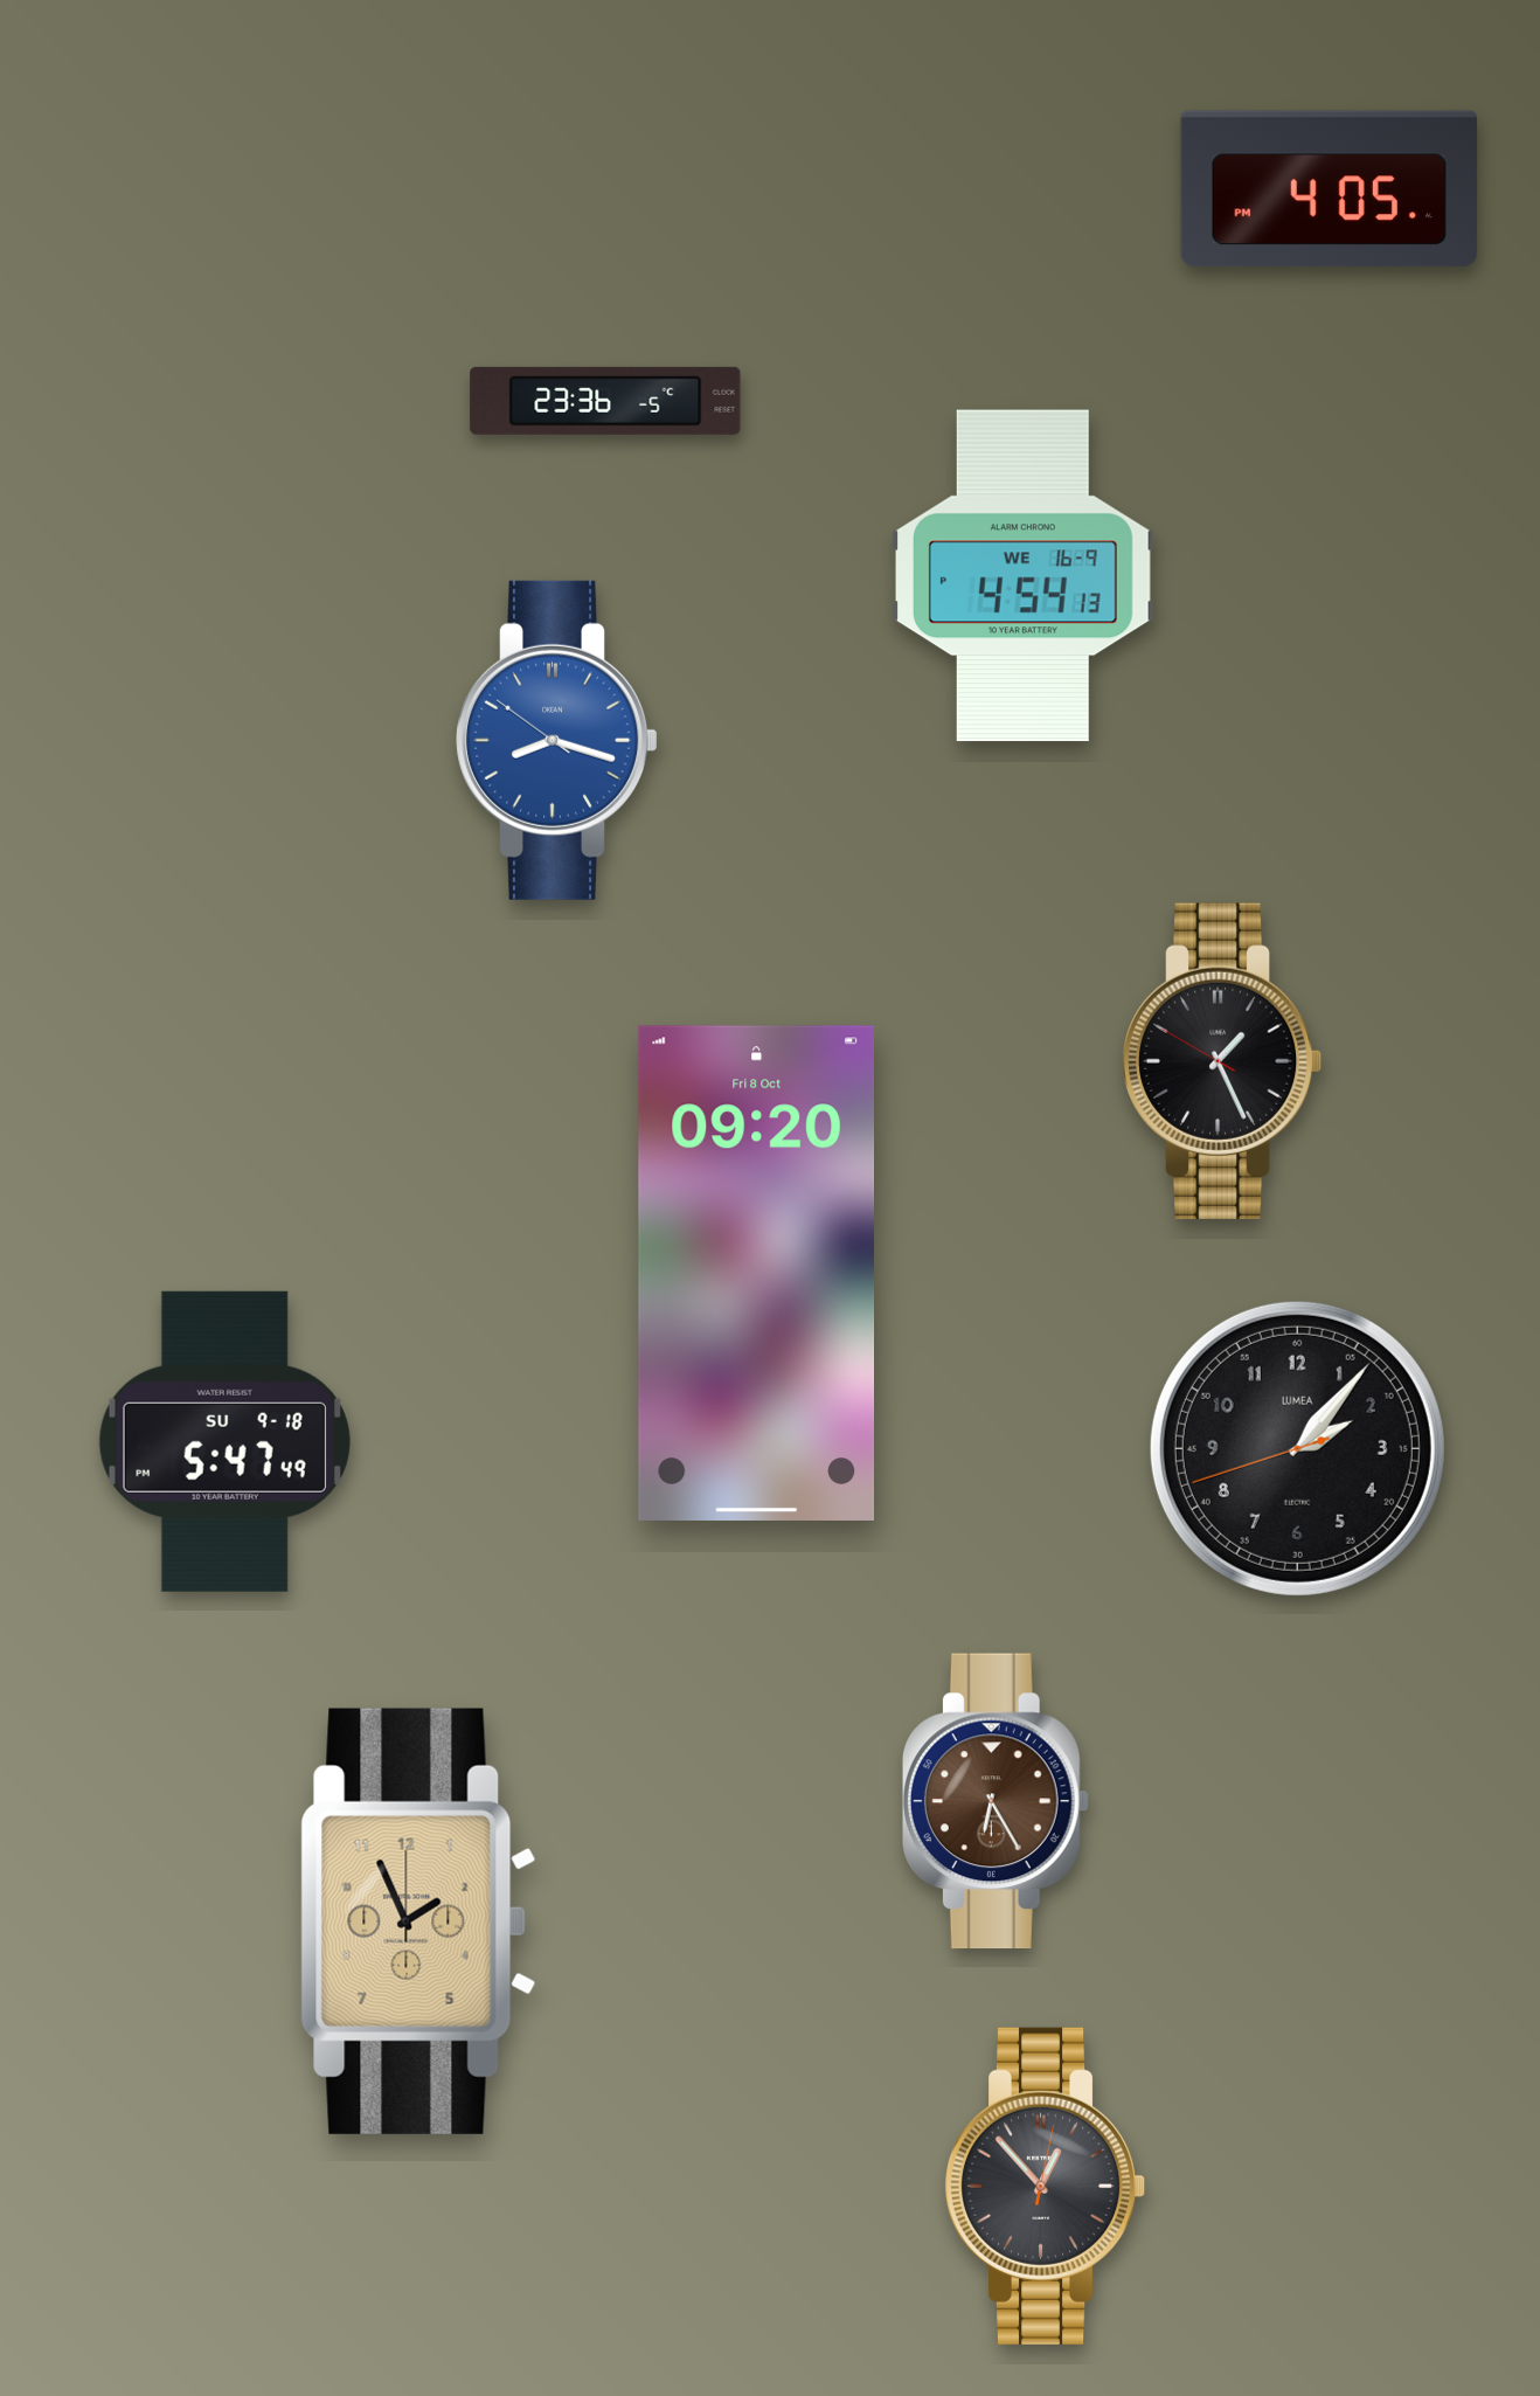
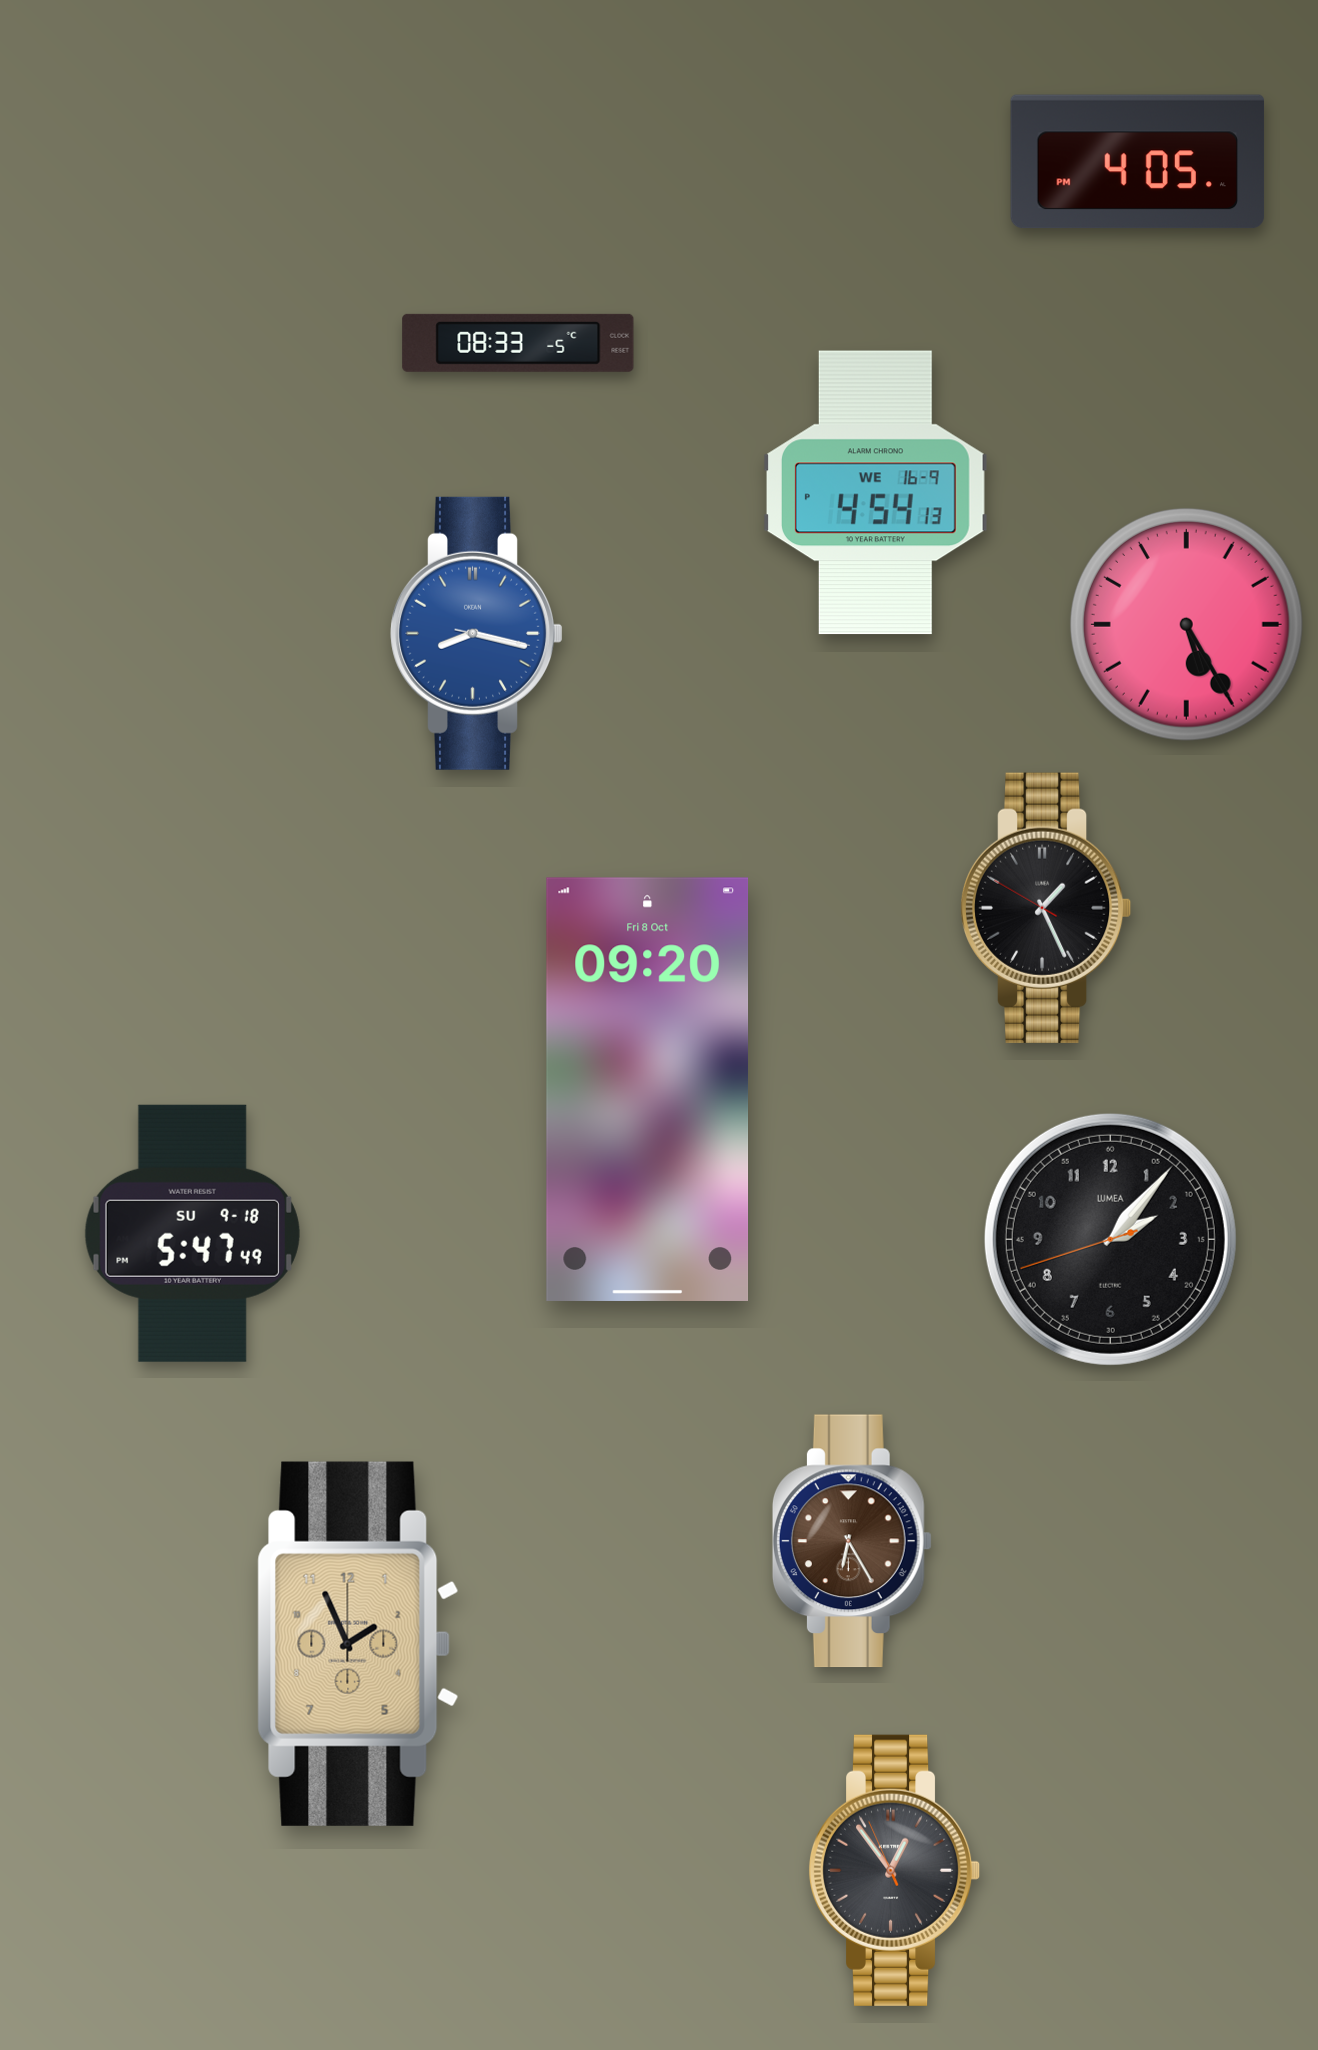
clock at (605, 401): 23:36 -> 08:33
clock at (1186, 624): none -> 5:25
clock at (557, 740): 8:17:51 -> 8:17:17
clock at (1045, 2186): 12:53:02 -> 12:53:56
